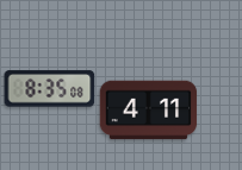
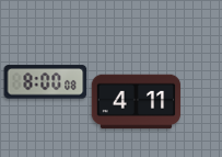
clock at (50, 89): 8:35 -> 8:00
